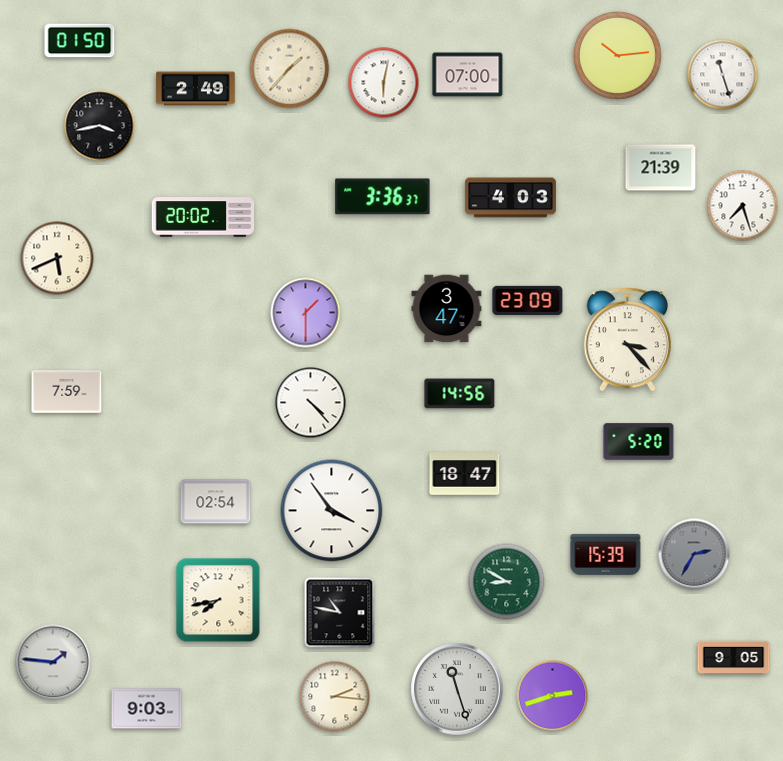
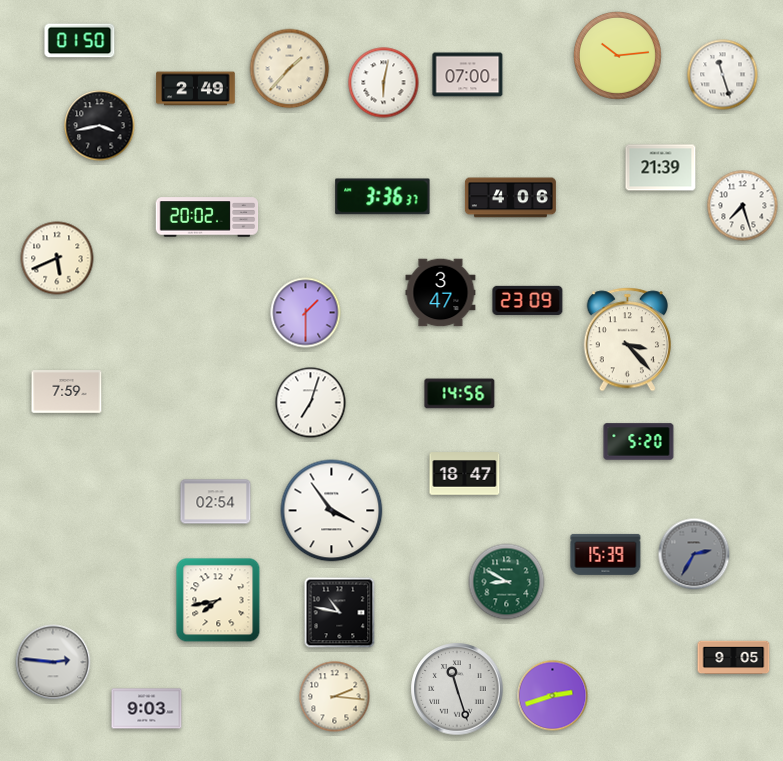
clock at (510, 198): 4:03 -> 4:06
clock at (203, 217) position: (203, 217) -> (207, 217)
clock at (447, 309) position: (447, 309) -> (441, 293)
clock at (311, 403): 4:23 -> 7:03
clock at (53, 662): 1:46 -> 2:46
